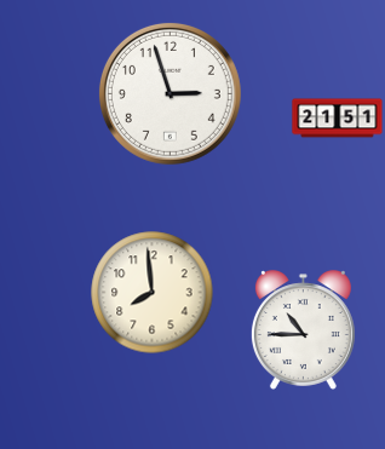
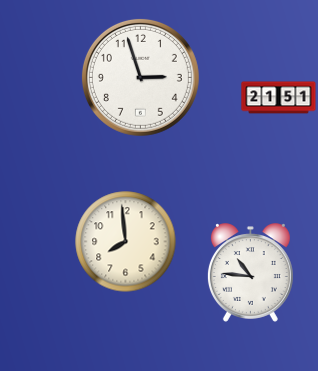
clock at (303, 330): 10:45 -> 10:46
